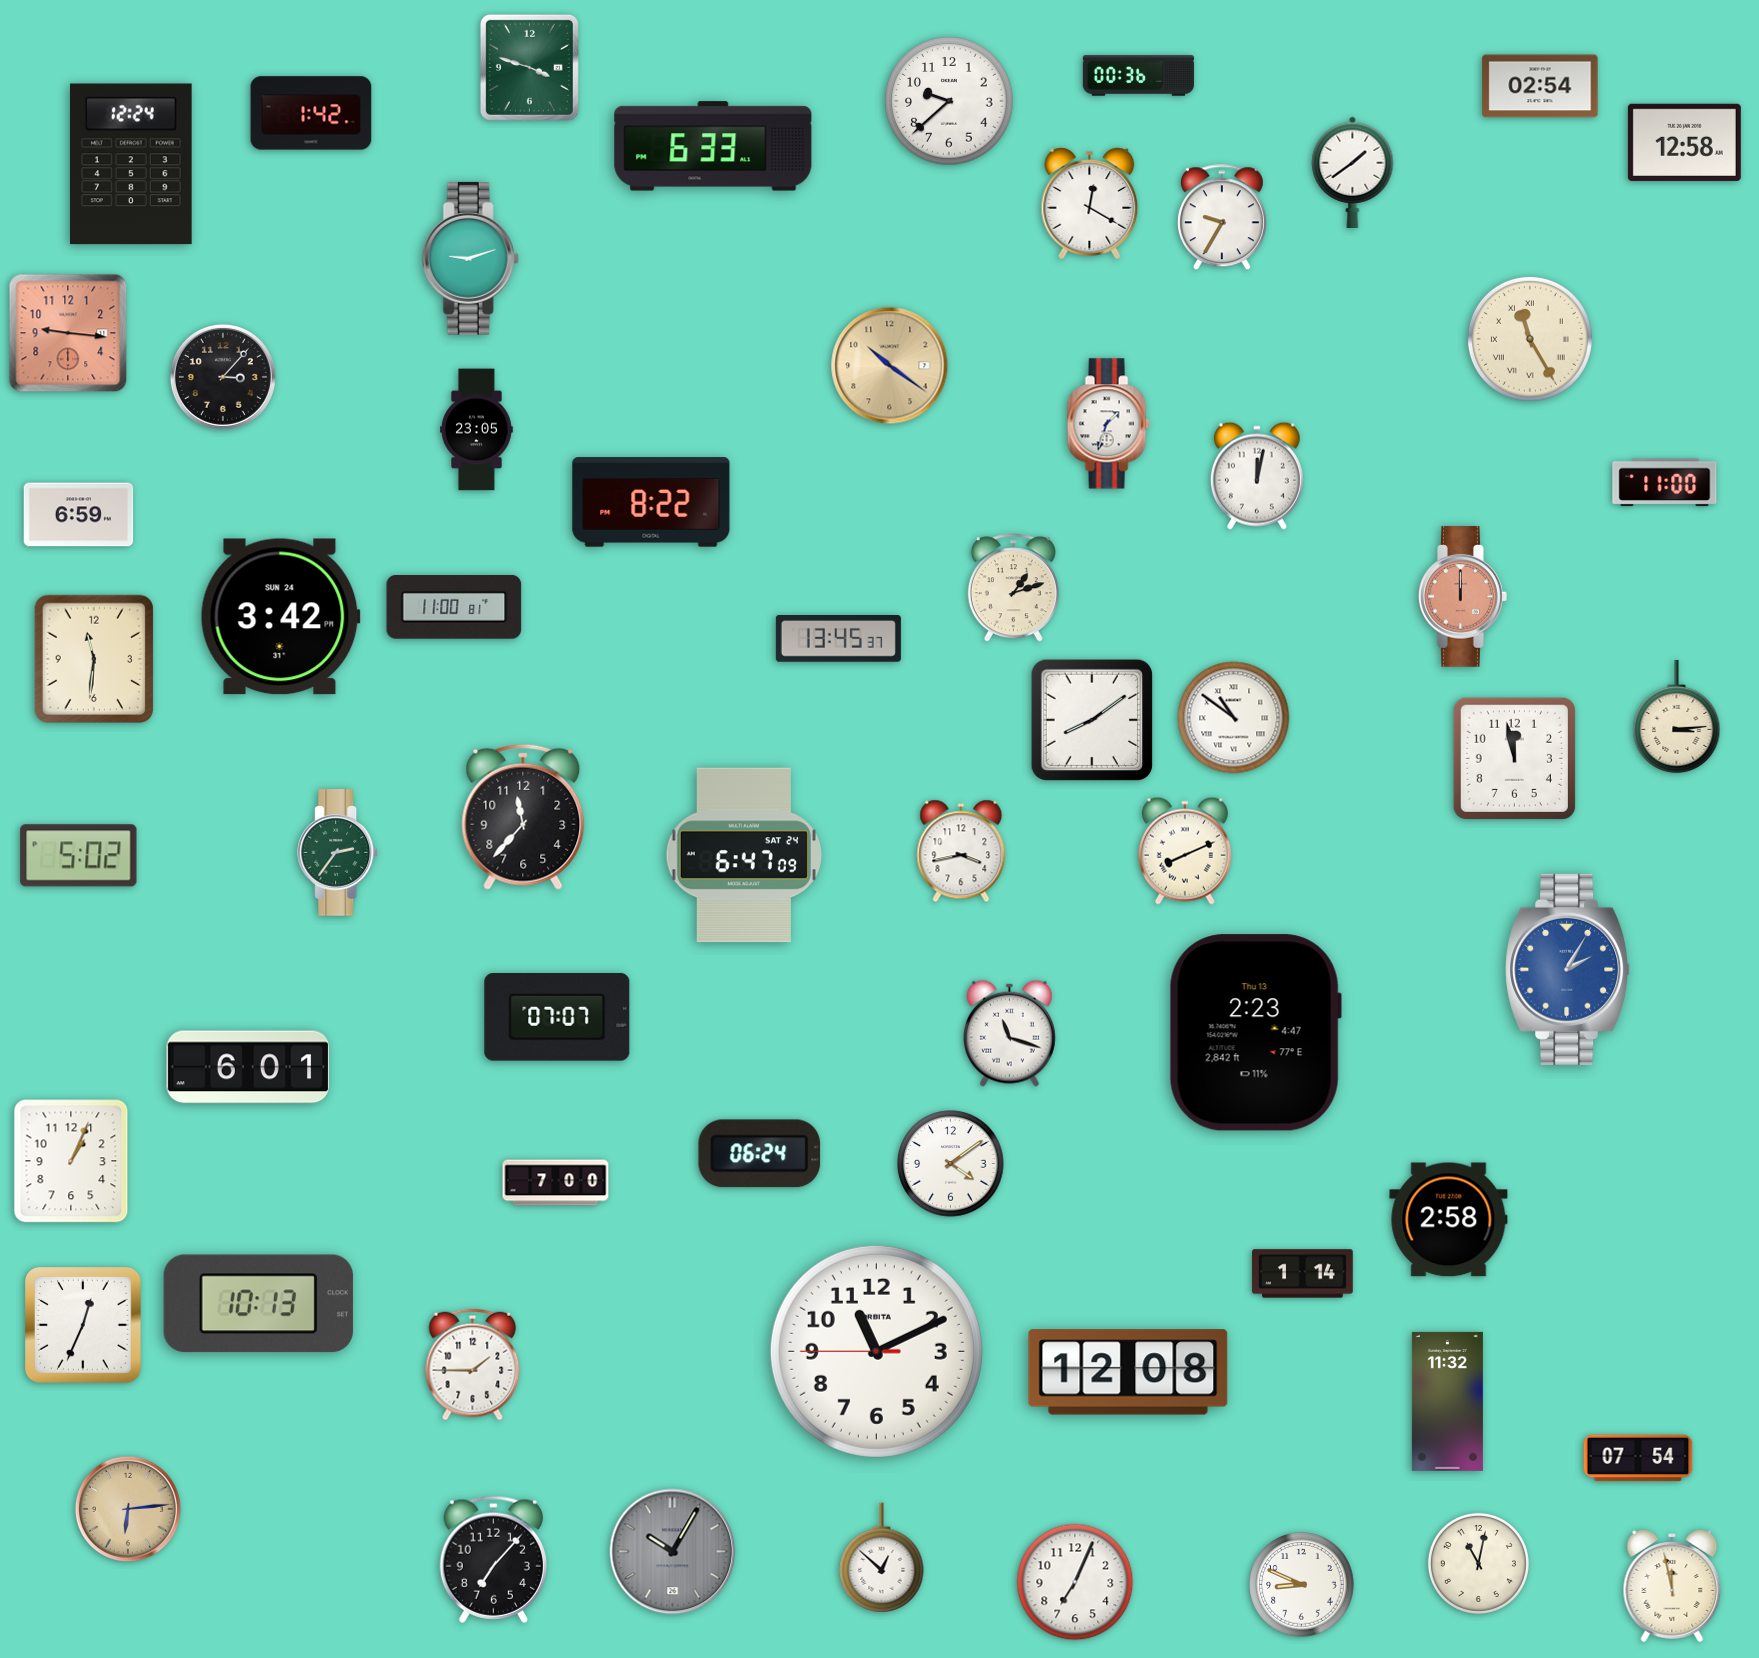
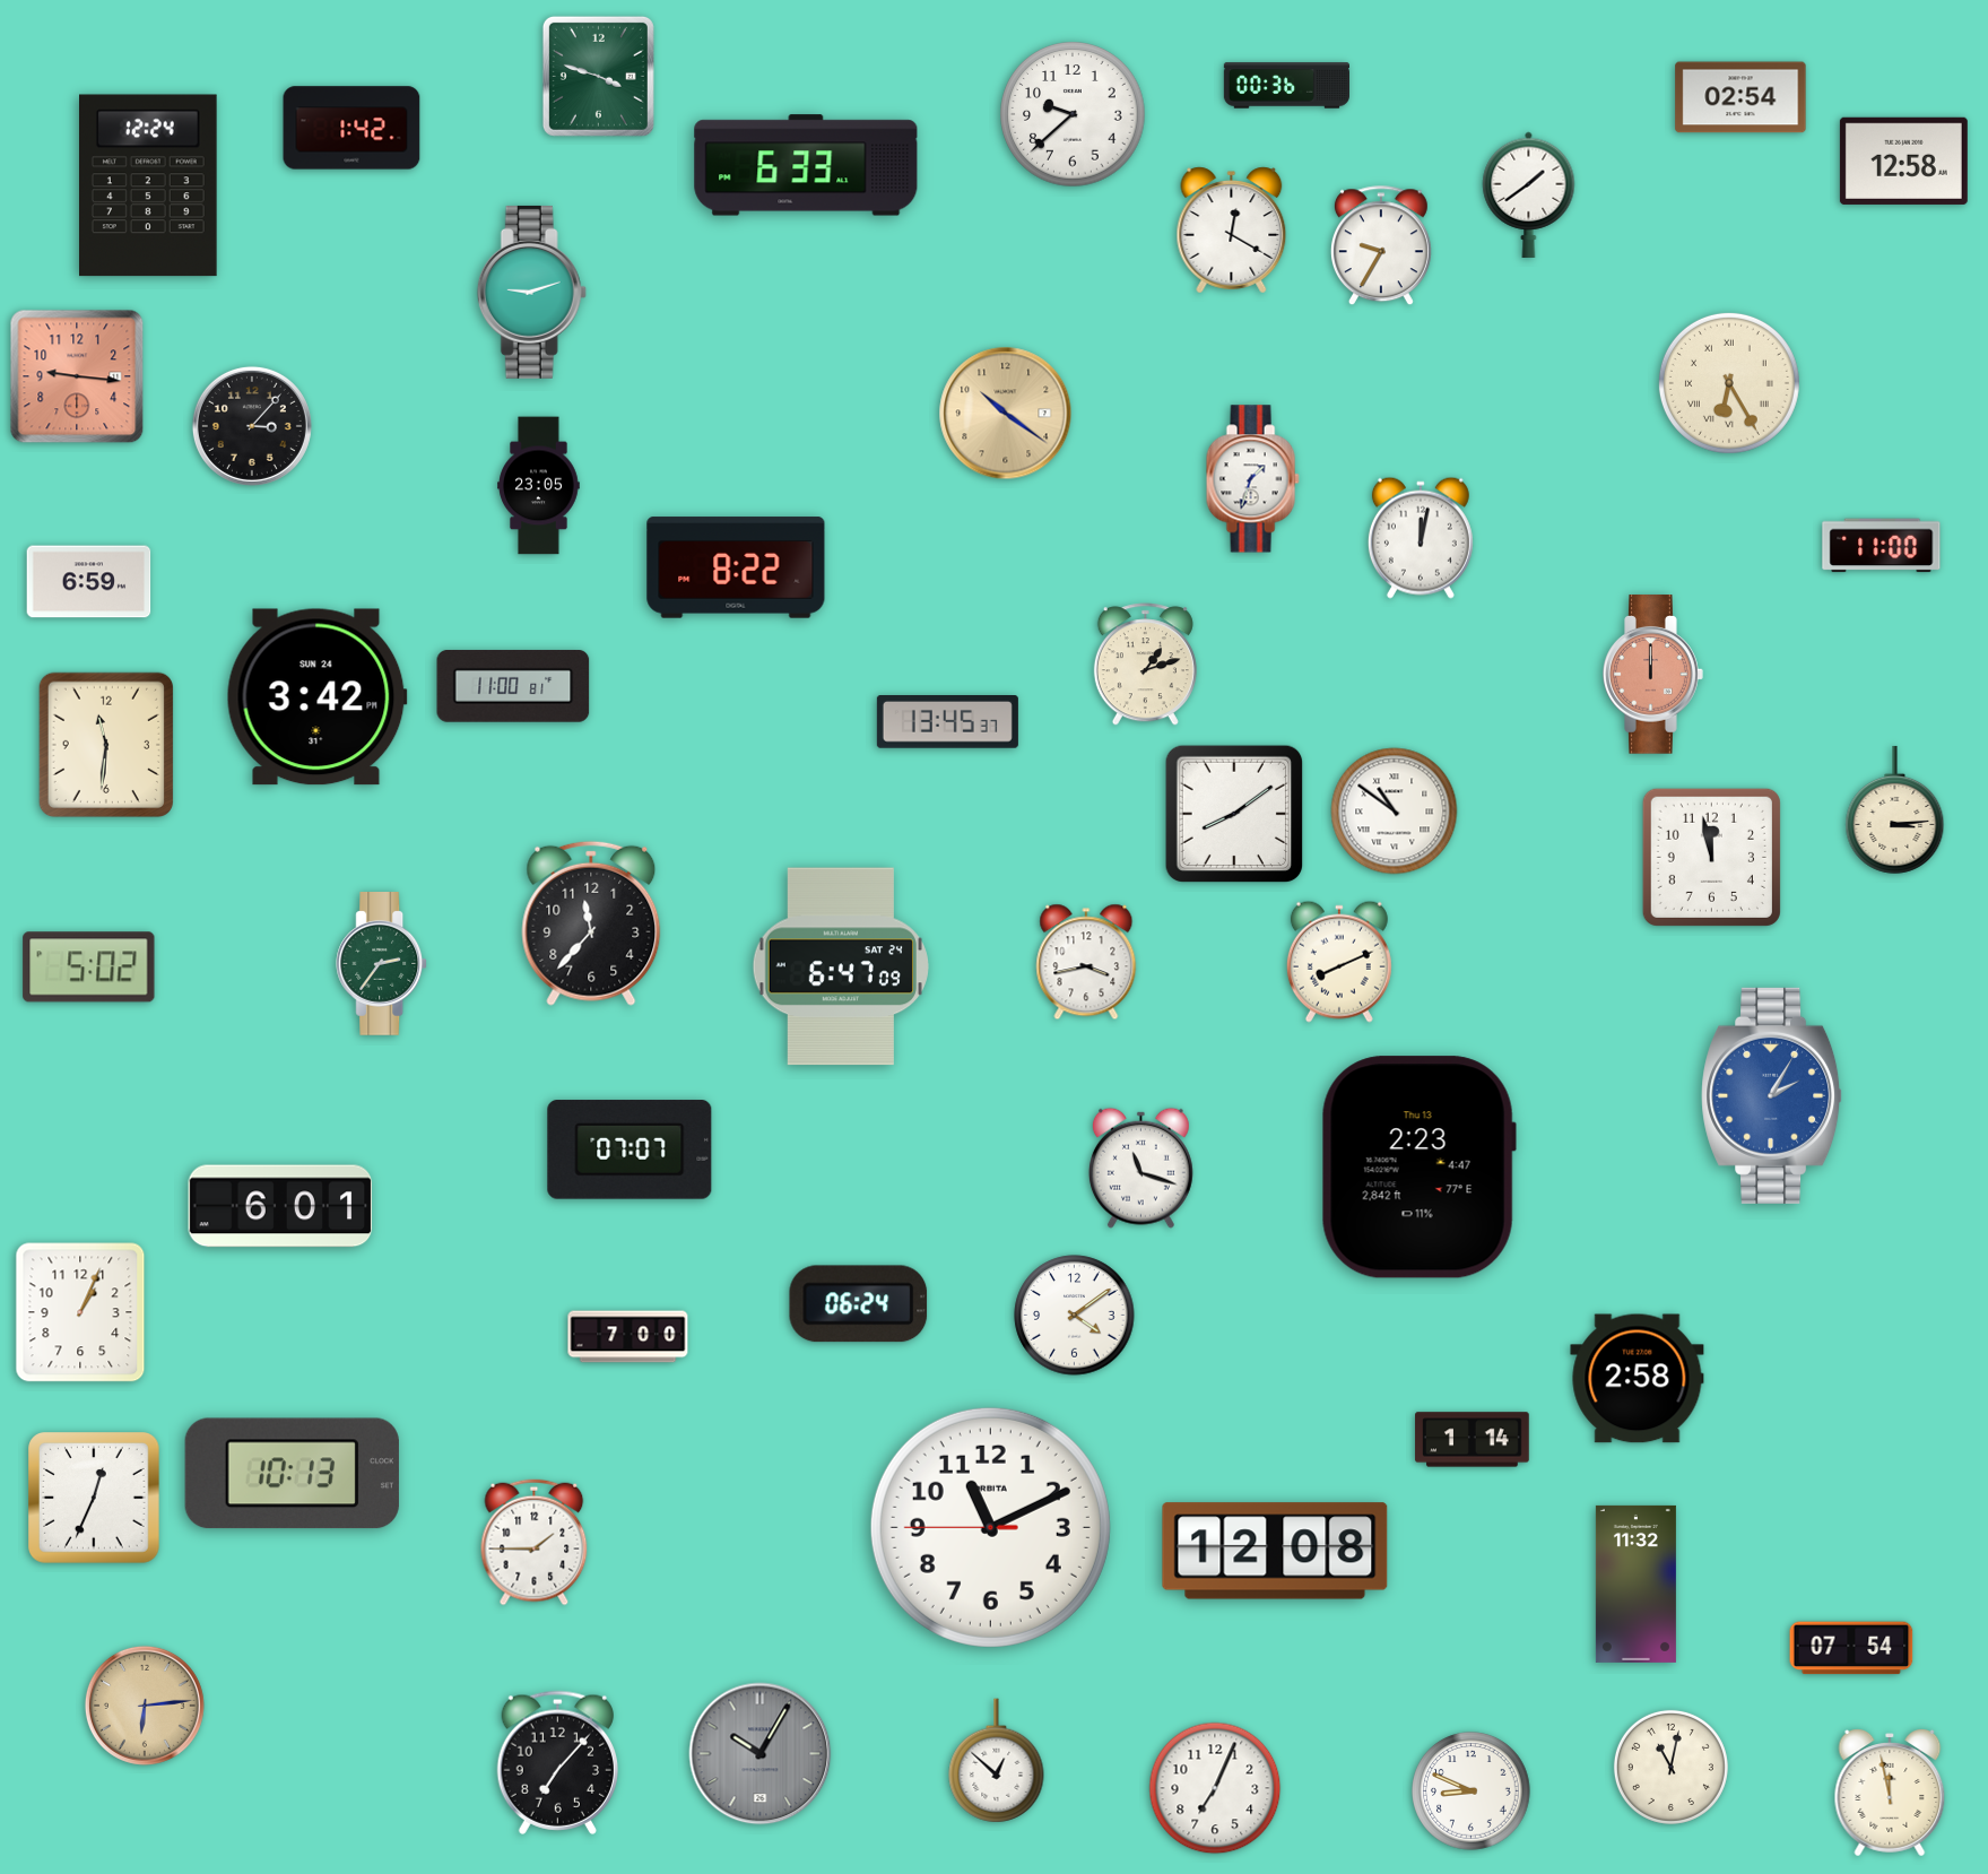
clock at (1530, 339): 11:25 -> 6:25
